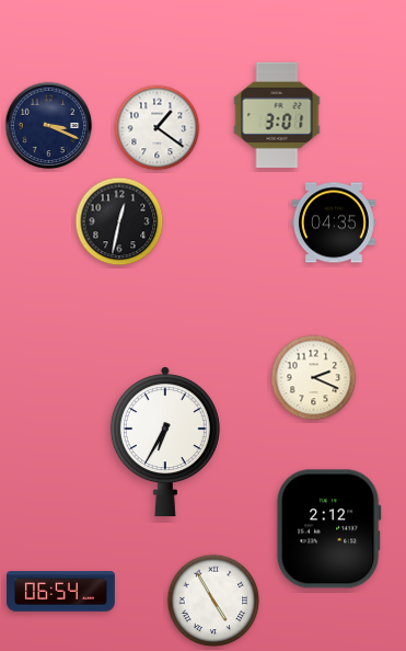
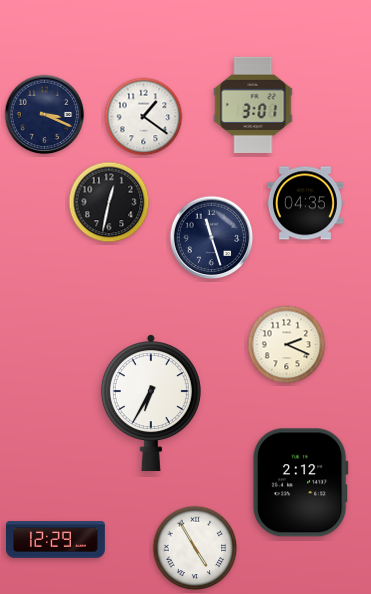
clock at (212, 238): none -> 11:27
clock at (61, 592): 06:54 -> 12:29
